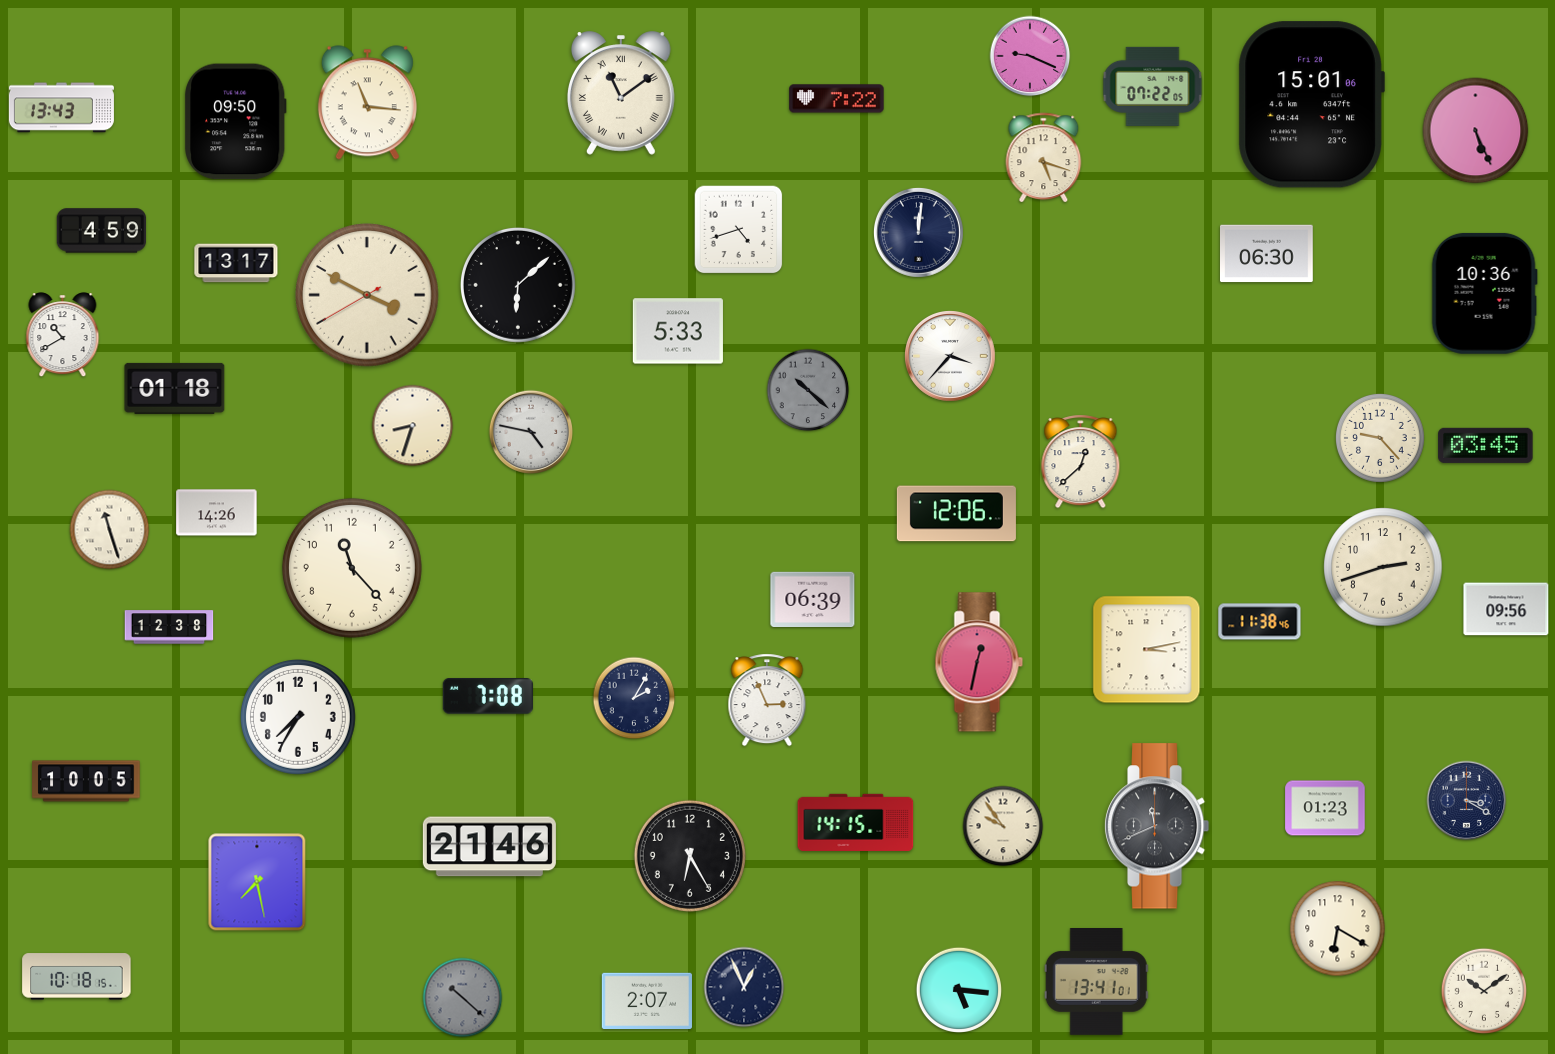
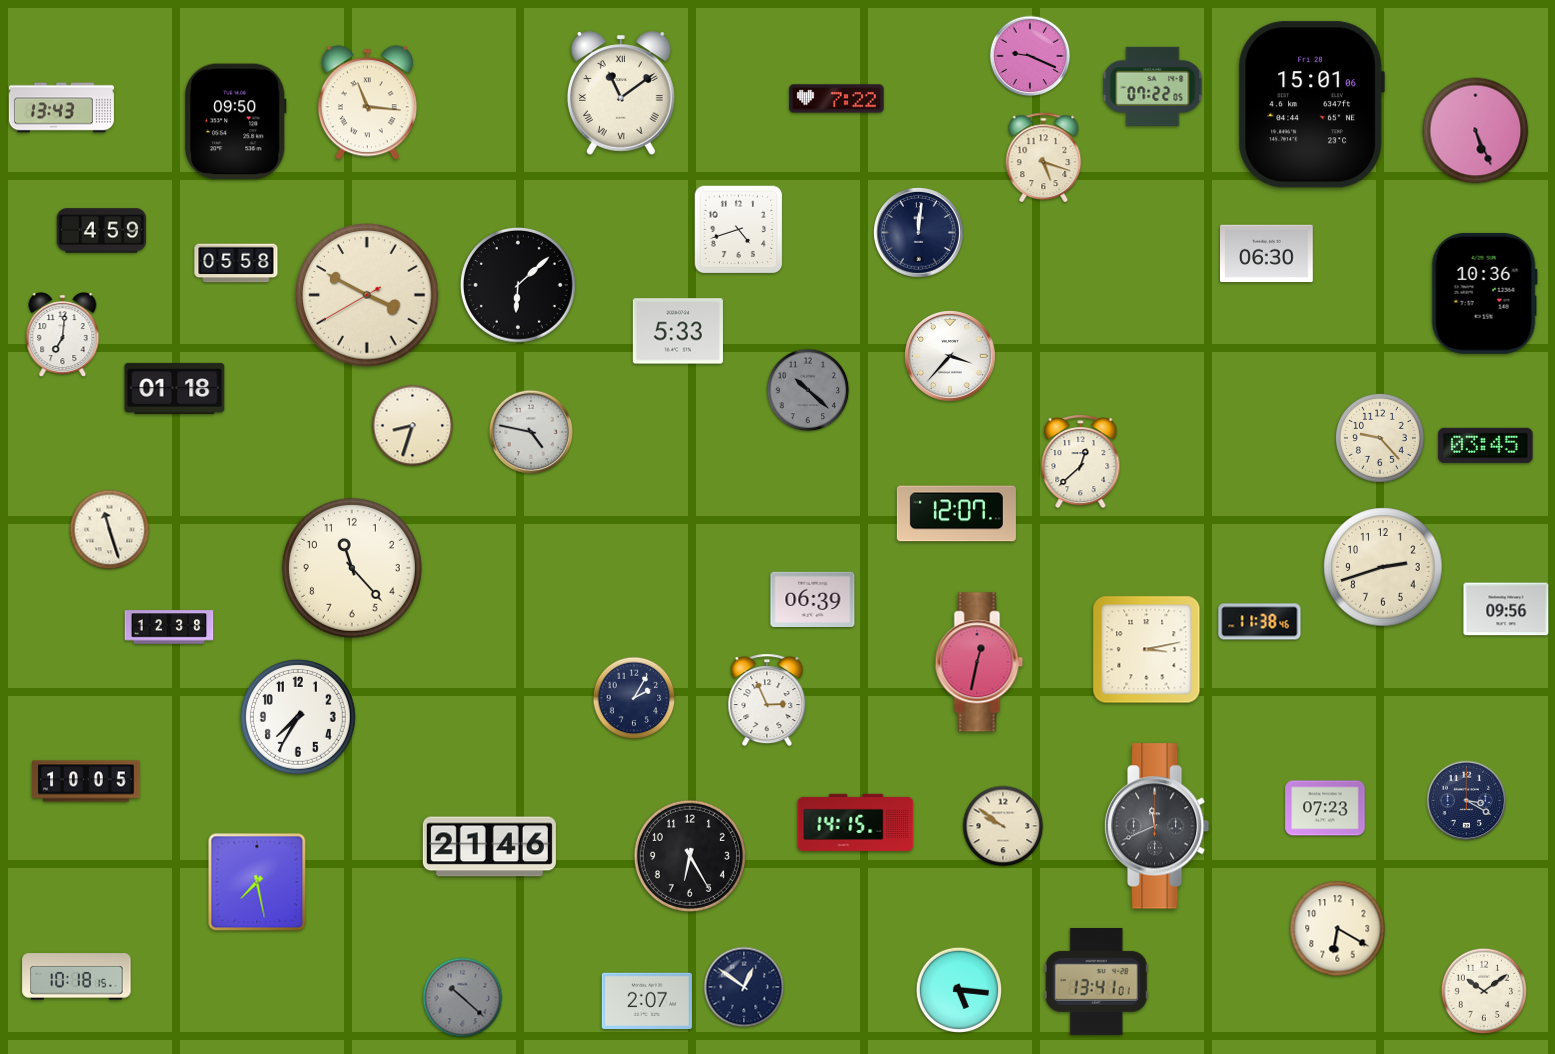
clock at (236, 263): 13:17 -> 05:58
clock at (63, 335): 10:40 -> 7:01
clock at (217, 513): 14:26 -> none
clock at (956, 514): 12:06 -> 12:07
clock at (488, 697): 7:08 -> none
clock at (1325, 808): 01:23 -> 07:23
clock at (1003, 826): 9:54 -> 9:51
clock at (744, 987): 12:56 -> 12:51
